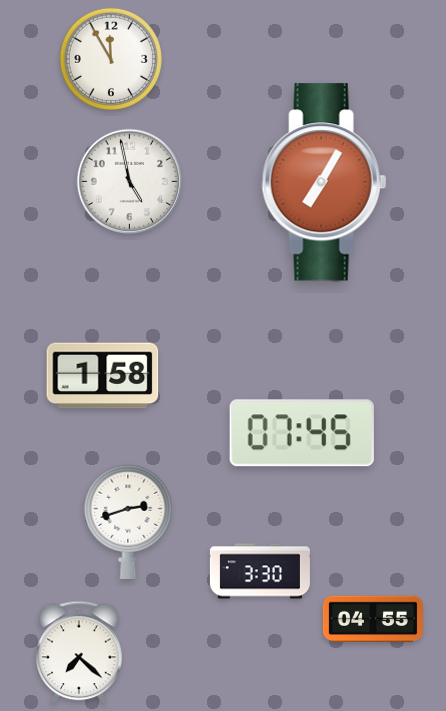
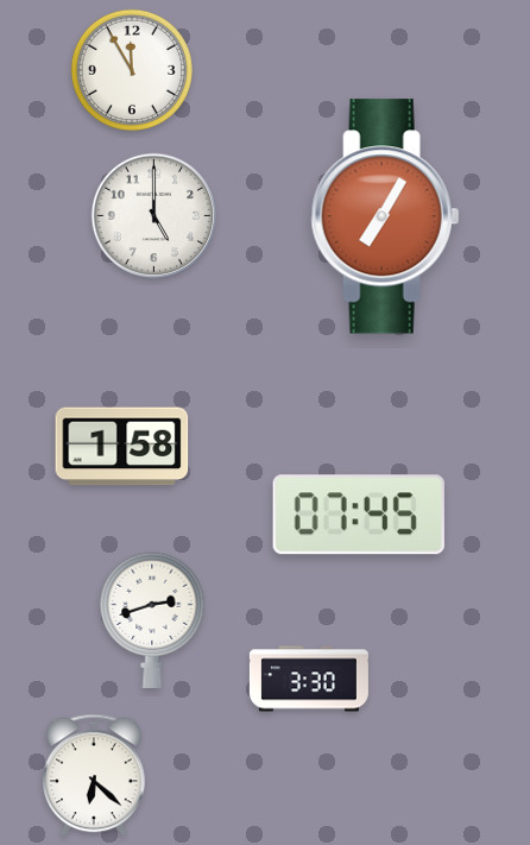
clock at (130, 182): 4:58 -> 5:00
clock at (373, 619): 04:55 -> none
clock at (80, 652): 7:22 -> 6:22
